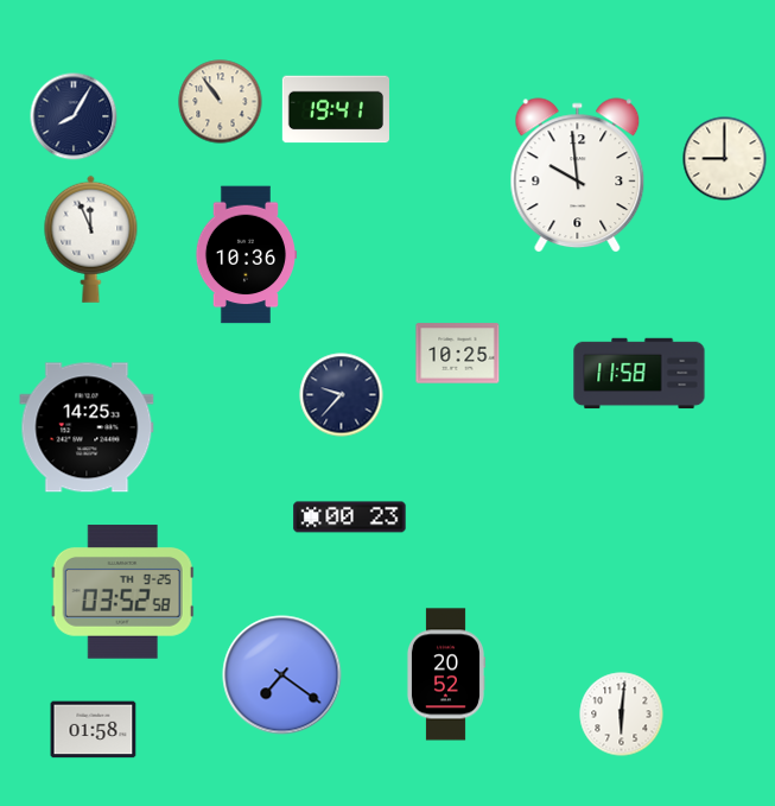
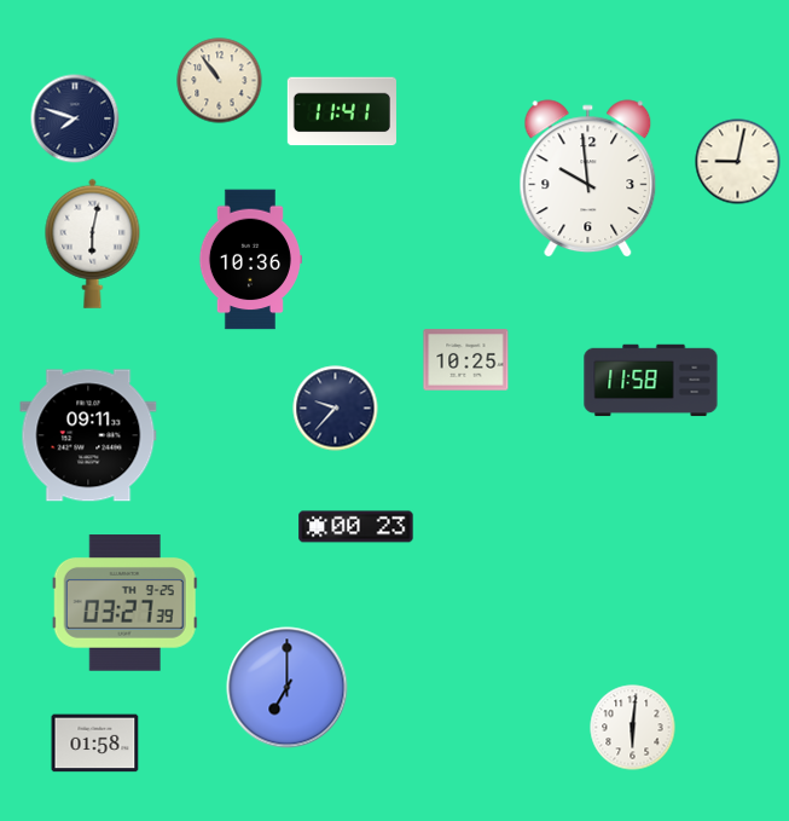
clock at (221, 102) position: (221, 102) -> (220, 81)
clock at (336, 109): 19:41 -> 11:41
clock at (74, 116): 8:05 -> 7:48
clock at (725, 159): 9:00 -> 9:02
clock at (91, 239): 11:56 -> 6:02
clock at (342, 395) position: (342, 395) -> (336, 409)
clock at (87, 427): 14:25 -> 09:11
clock at (122, 592): 03:52 -> 03:27
clock at (445, 674): 20:52 -> none
clock at (282, 675): 7:21 -> 7:00
